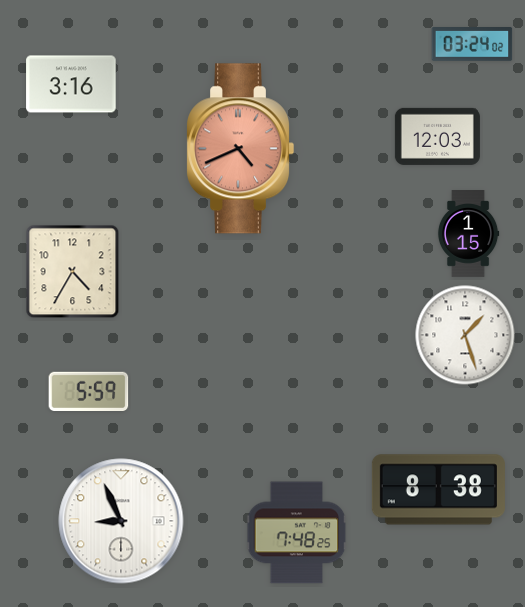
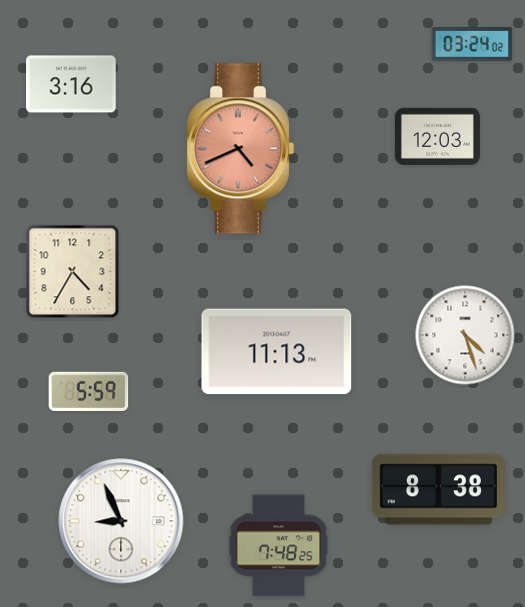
clock at (468, 234): 1:15 -> none
clock at (465, 335): 1:27 -> 4:27
clock at (277, 352): none -> 11:13
clock at (297, 533) position: (297, 533) -> (279, 546)
